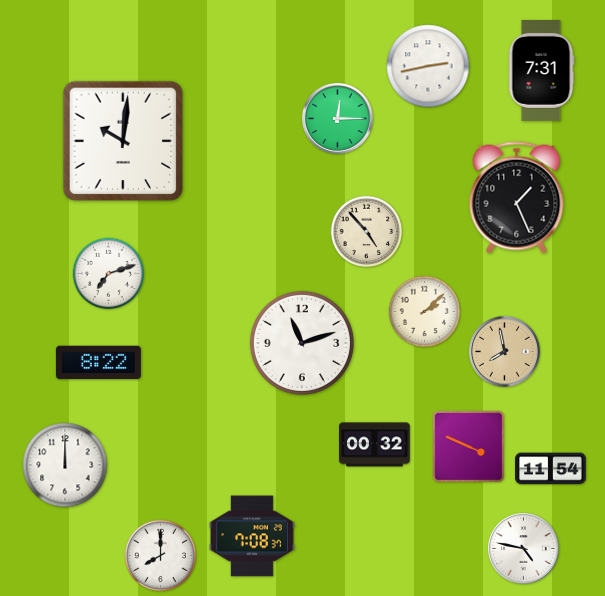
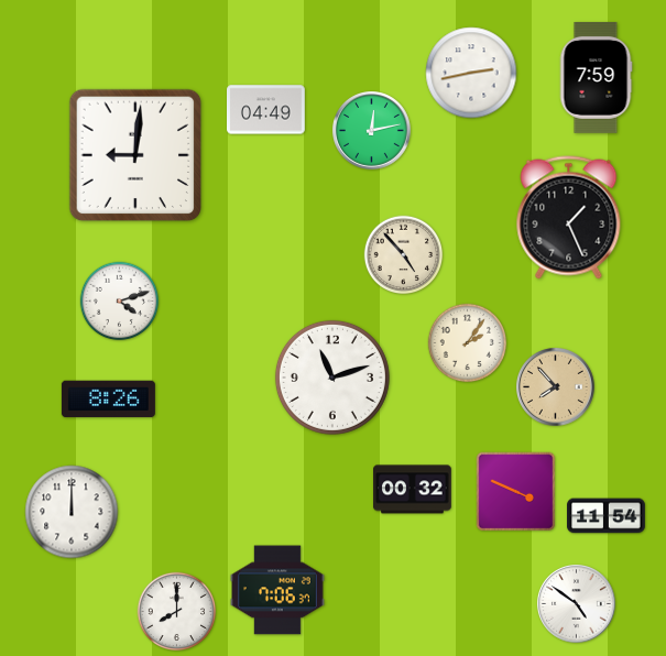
clock at (541, 70): 7:31 -> 7:59
clock at (266, 110): none -> 04:49
clock at (338, 119): 12:15 -> 12:13
clock at (123, 141): 10:01 -> 9:01
clock at (109, 274): 7:12 -> 4:12
clock at (425, 312): 2:08 -> 2:06
clock at (505, 352): 7:58 -> 7:53
clock at (98, 363): 8:22 -> 8:26
clock at (252, 536): 7:08 -> 7:06
clock at (524, 549): 4:47 -> 4:51
